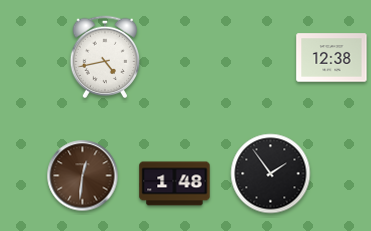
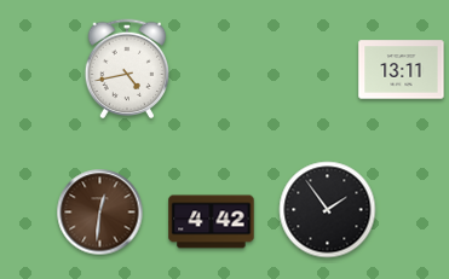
clock at (332, 58): 12:38 -> 13:11
clock at (175, 184): 1:48 -> 4:42
